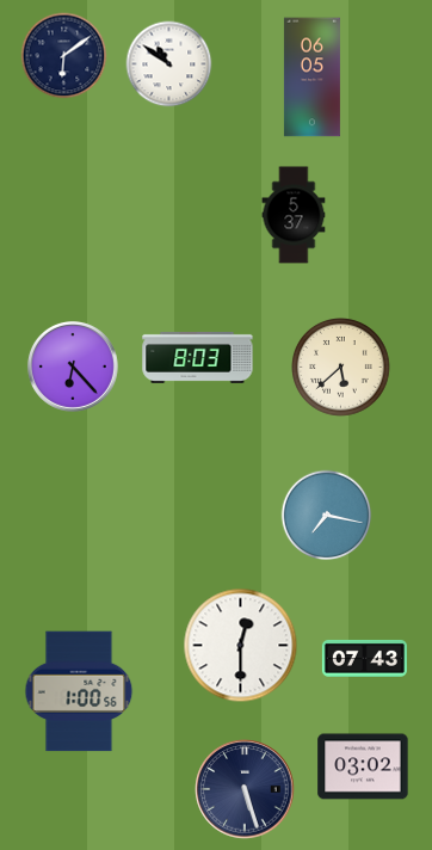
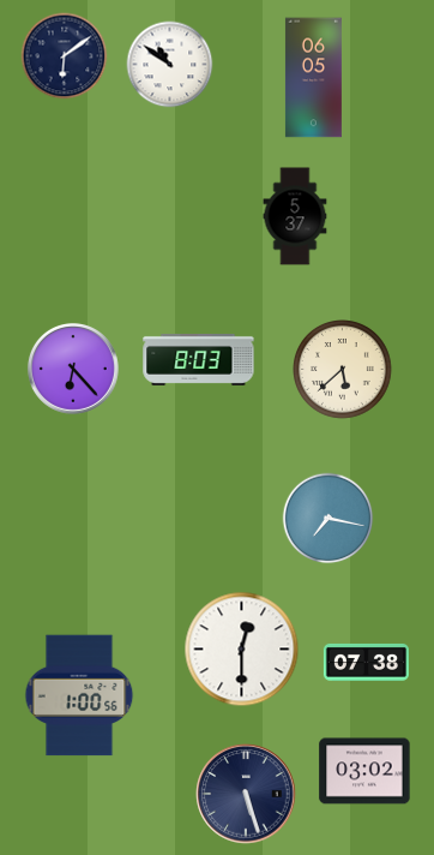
clock at (364, 658): 07:43 -> 07:38
